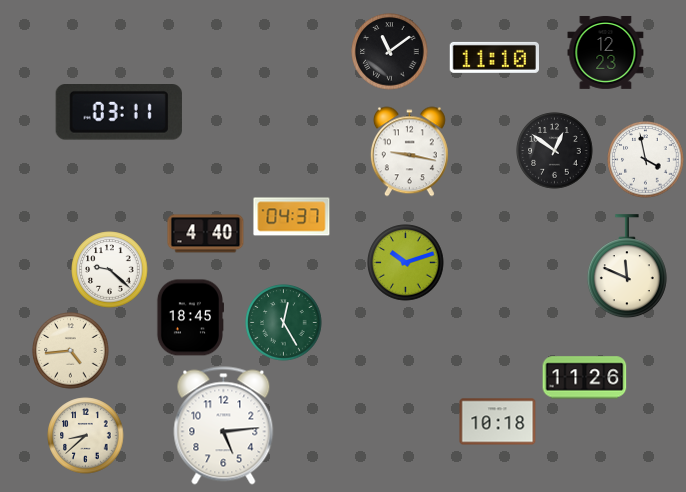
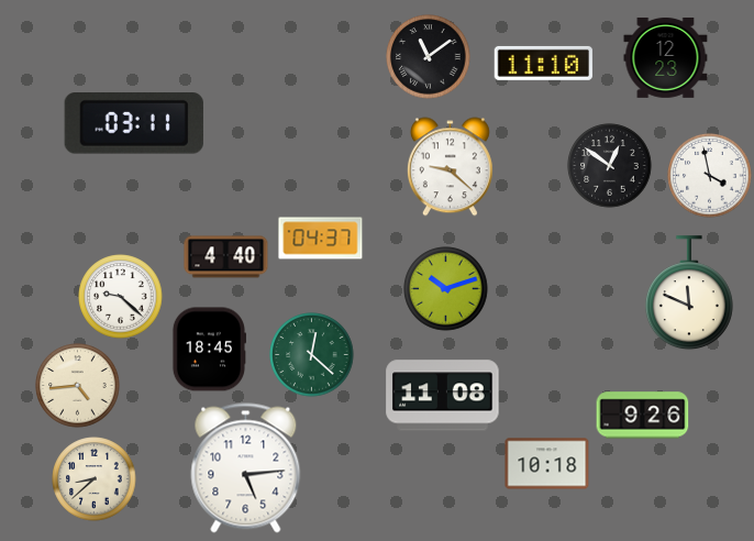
clock at (119, 113) position: (119, 113) -> (134, 124)
clock at (409, 152): 9:17 -> 9:22
clock at (284, 323): 12:25 -> 12:22
clock at (443, 396): none -> 11:08
clock at (585, 378): 11:26 -> 9:26
